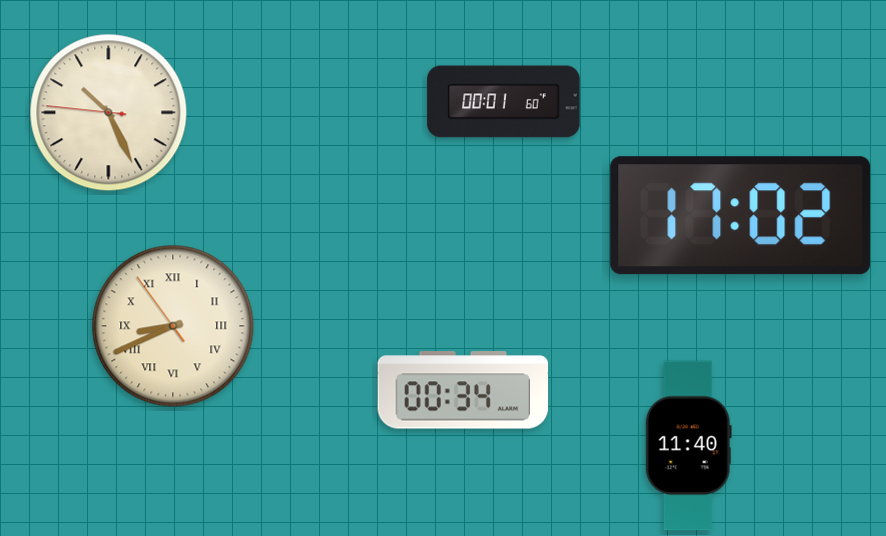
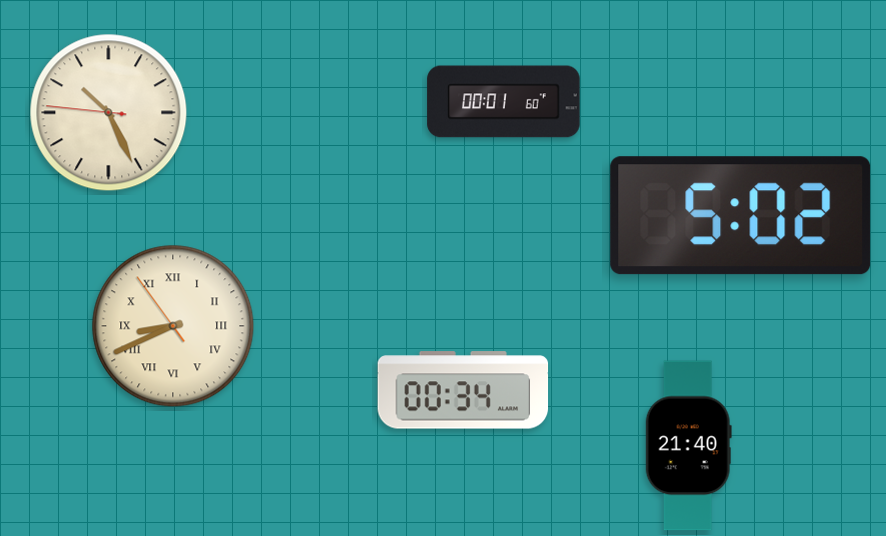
clock at (741, 216): 17:02 -> 5:02
clock at (688, 446): 11:40 -> 21:40
